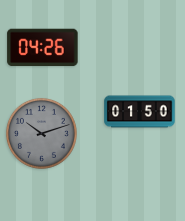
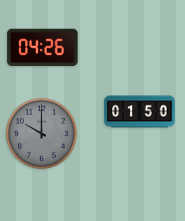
clock at (41, 133): 10:12 -> 10:00
